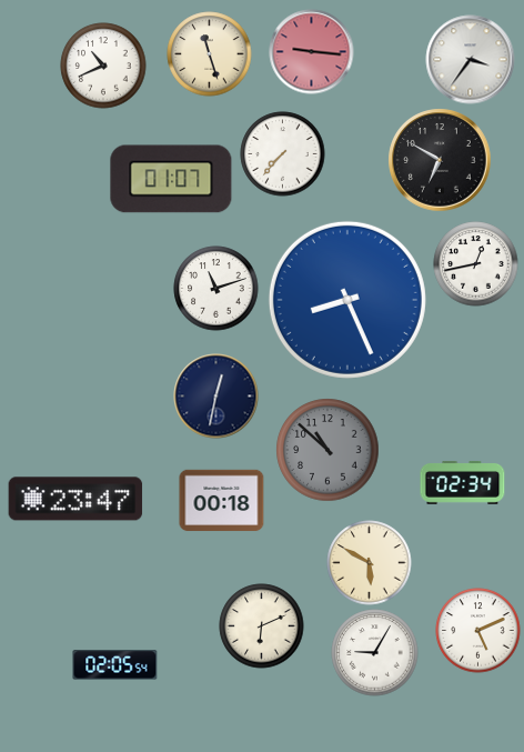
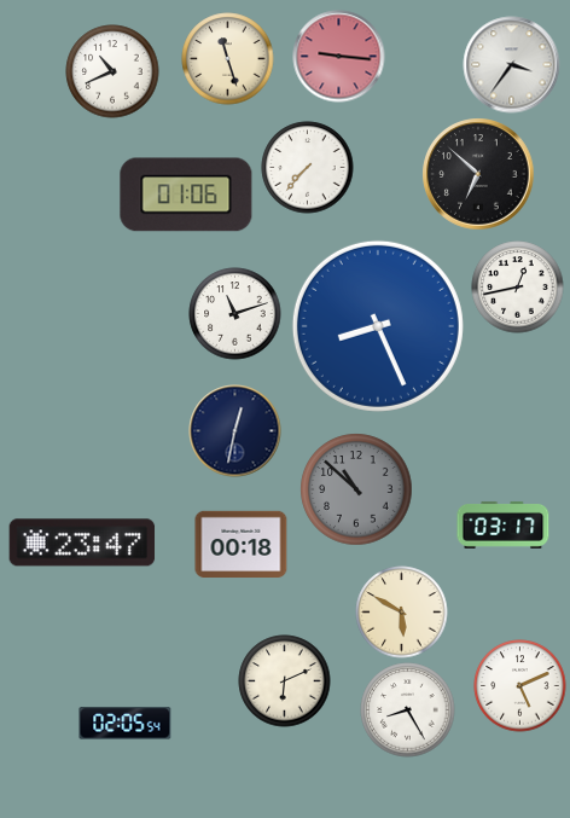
clock at (440, 160): 6:50 -> 6:52
clock at (171, 179): 01:07 -> 01:06
clock at (463, 482): 02:34 -> 03:17
clock at (375, 653): 9:05 -> 8:25
